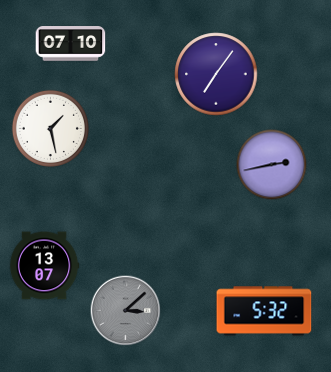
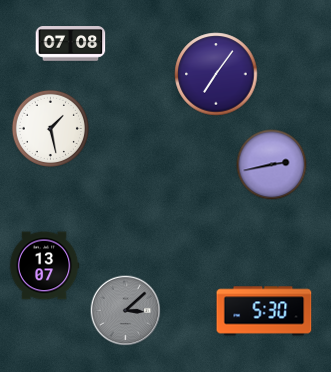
clock at (71, 44): 07:10 -> 07:08
clock at (264, 311): 5:32 -> 5:30
